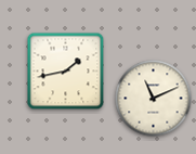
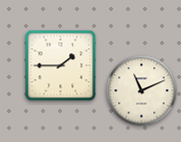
clock at (66, 72): 1:43 -> 1:45
